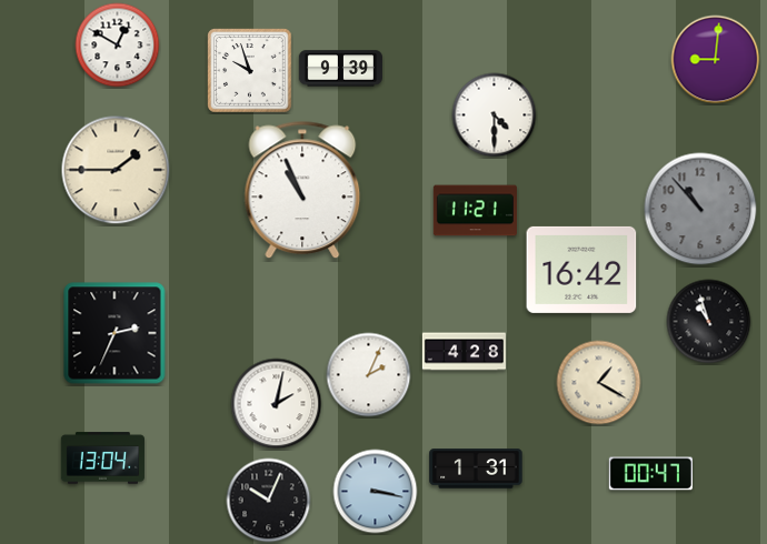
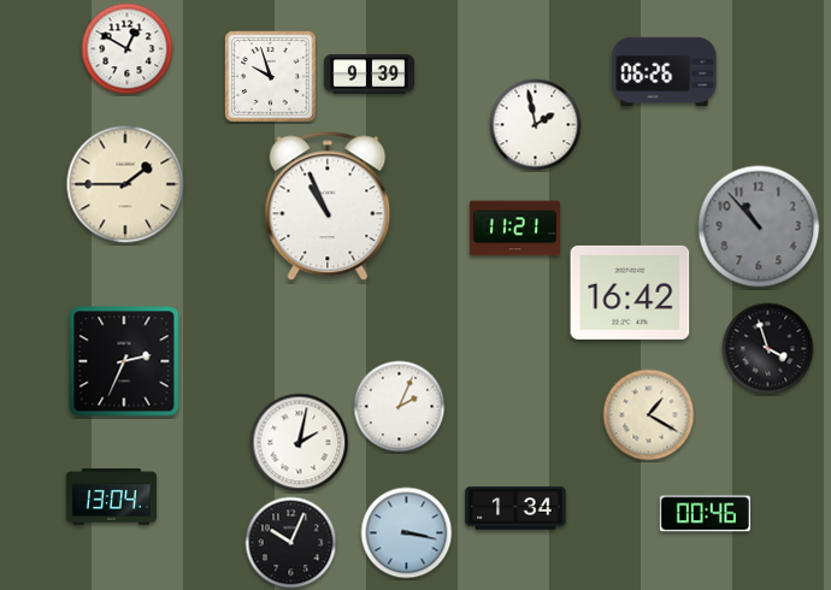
clock at (716, 60): 9:01 -> none
clock at (665, 71): none -> 06:26
clock at (495, 115): 4:30 -> 1:58
clock at (709, 322): 10:57 -> 3:57
clock at (464, 352): 4:28 -> none
clock at (277, 404) position: (277, 404) -> (300, 443)
clock at (476, 469): 1:31 -> 1:34
clock at (650, 474): 00:47 -> 00:46
